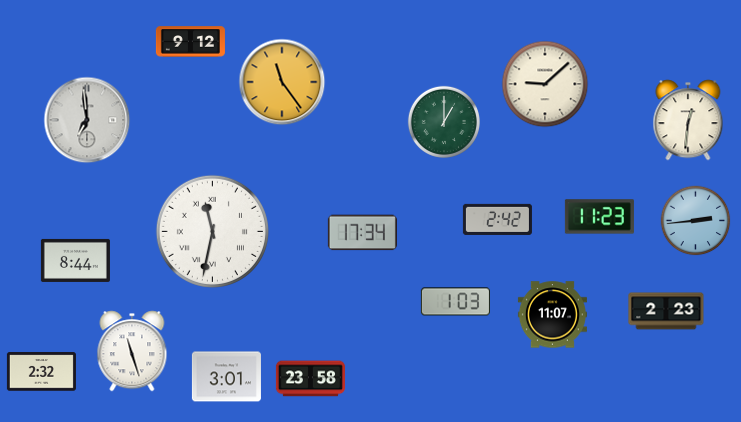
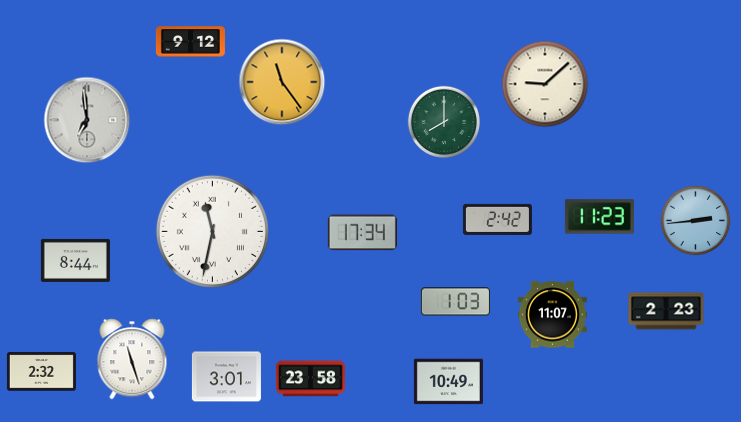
clock at (688, 120): 12:31 -> none
clock at (444, 122): 1:00 -> 8:00
clock at (132, 351) position: (132, 351) -> (132, 359)
clock at (448, 382): none -> 10:49
